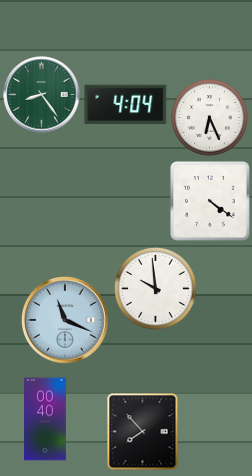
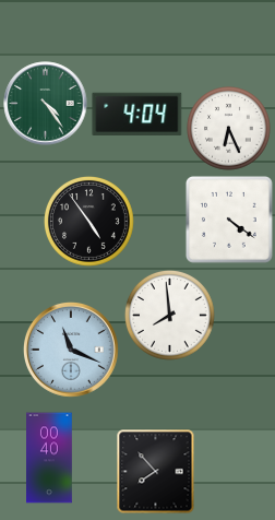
clock at (42, 95): 8:24 -> 4:24
clock at (89, 222): none -> 4:54
clock at (156, 289): 9:59 -> 7:59
